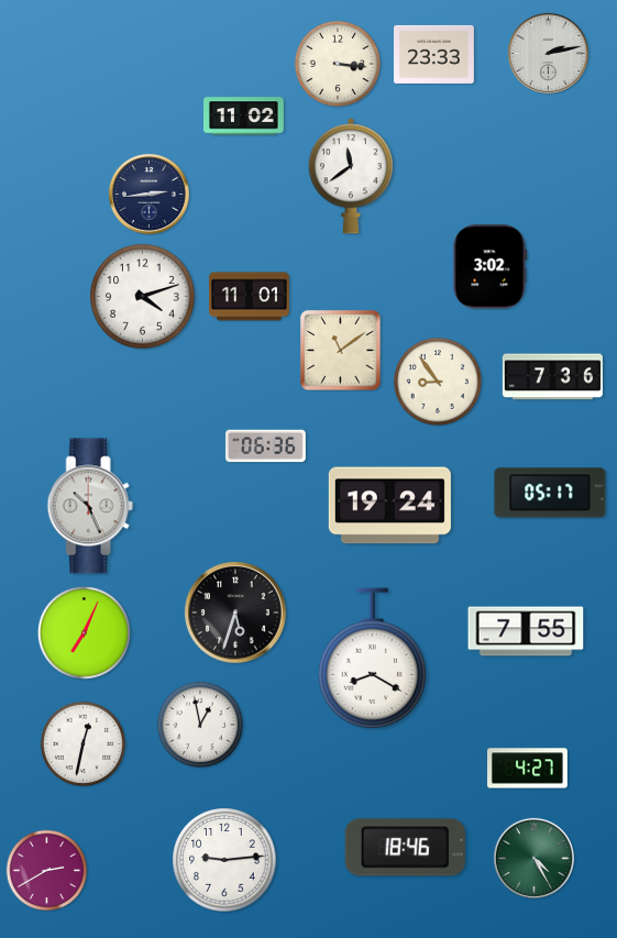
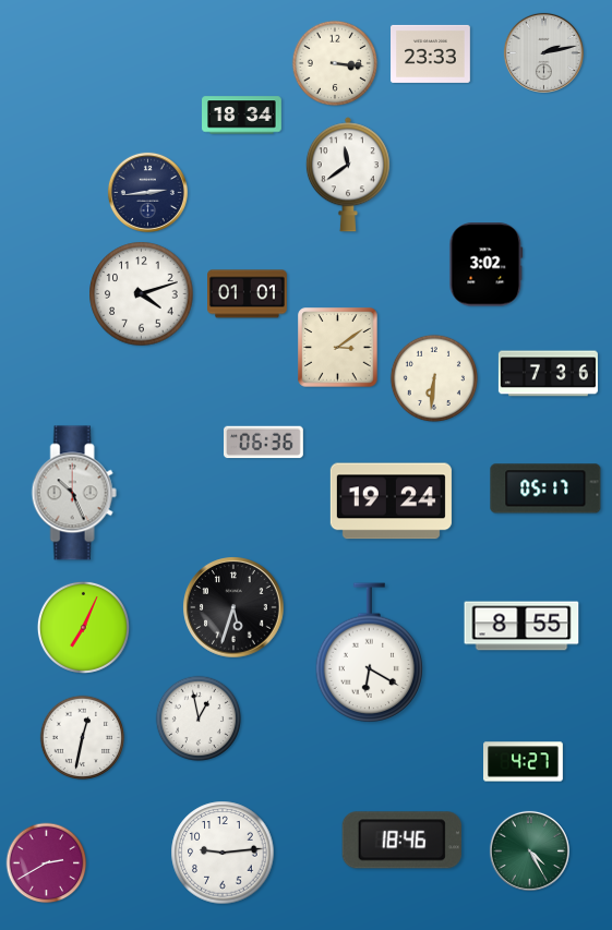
clock at (244, 117): 11:02 -> 18:34
clock at (250, 297): 11:01 -> 01:01
clock at (341, 351): 11:09 -> 3:09
clock at (438, 382): 8:54 -> 6:31
clock at (90, 506) position: (90, 506) -> (74, 493)
clock at (389, 506) position: (389, 506) -> (391, 502)
clock at (526, 631): 7:55 -> 8:55
clock at (372, 658): 8:20 -> 6:20
